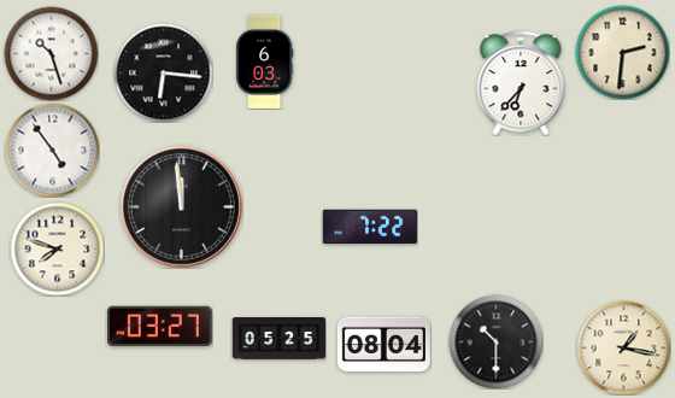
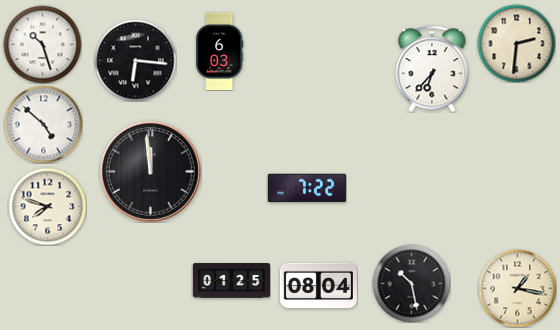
clock at (52, 150): 4:54 -> 4:52
clock at (160, 326): 03:27 -> none
clock at (278, 339): 05:25 -> 01:25
clock at (495, 341): 10:30 -> 10:28
